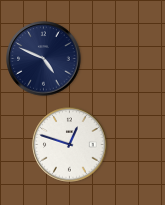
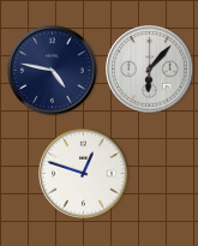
clock at (150, 70): none -> 6:07
clock at (44, 59): 4:49 -> 4:47
